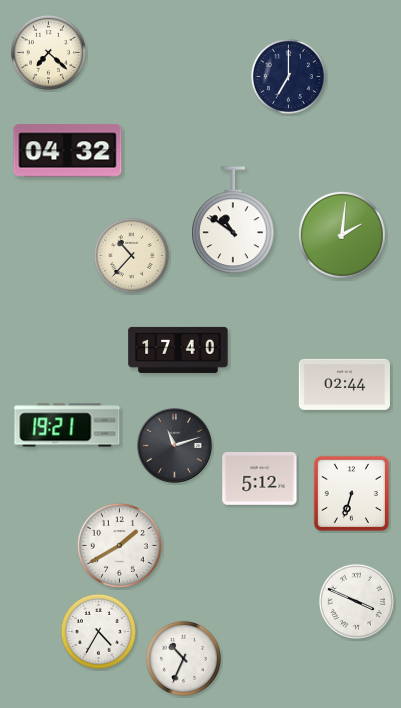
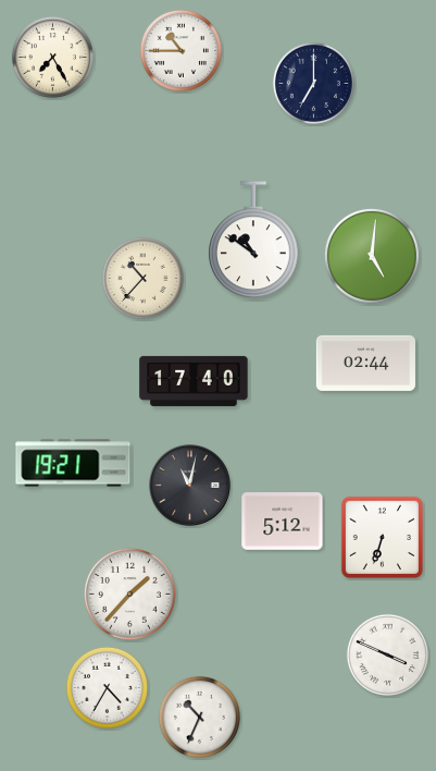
clock at (180, 50): none -> 10:45
clock at (48, 52): 7:22 -> 7:25
clock at (68, 151): 04:32 -> none
clock at (342, 235): 2:01 -> 5:01
clock at (344, 384) position: (344, 384) -> (365, 363)
clock at (175, 446): 11:12 -> 11:02
clock at (119, 545): 1:40 -> 1:37
